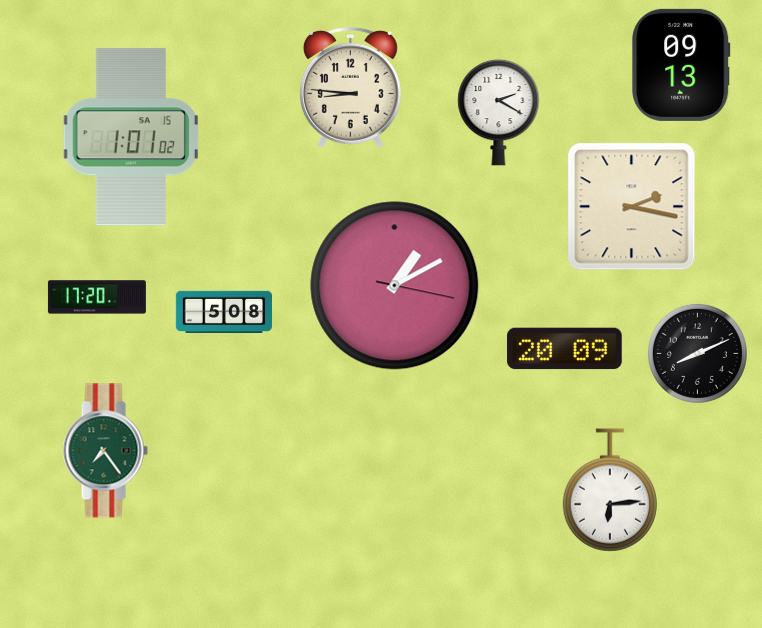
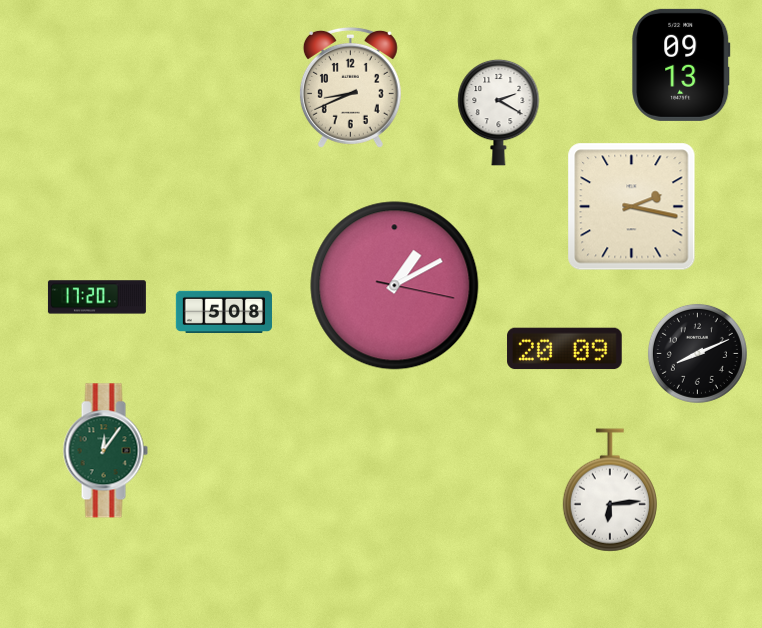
clock at (350, 87): 8:46 -> 8:41
clock at (131, 137): 1:01 -> none
clock at (105, 451): 7:24 -> 12:06
